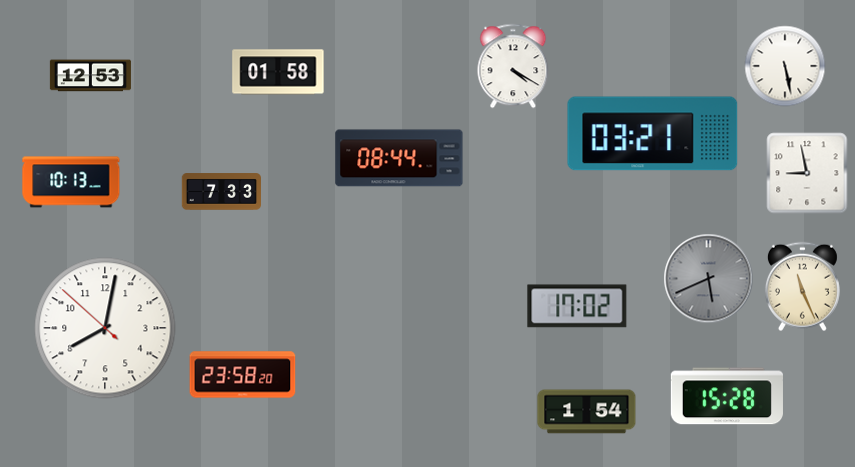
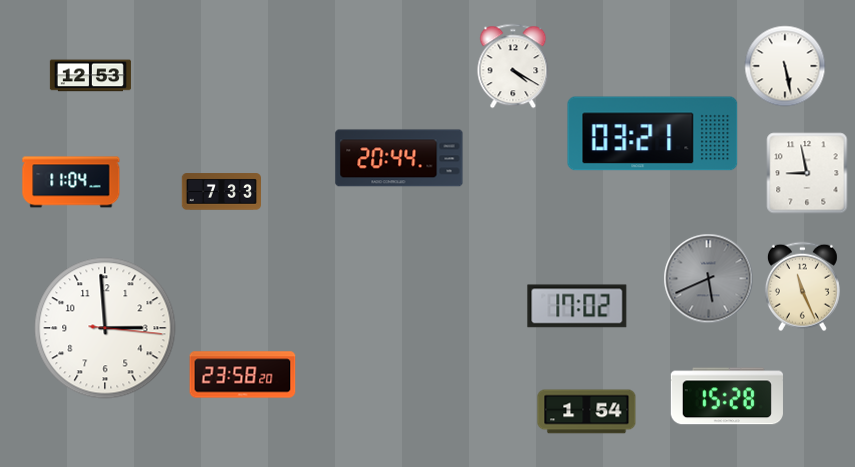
clock at (278, 72): 01:58 -> none
clock at (399, 158): 08:44 -> 20:44
clock at (71, 182): 10:13 -> 11:04
clock at (105, 328): 8:01 -> 2:59
